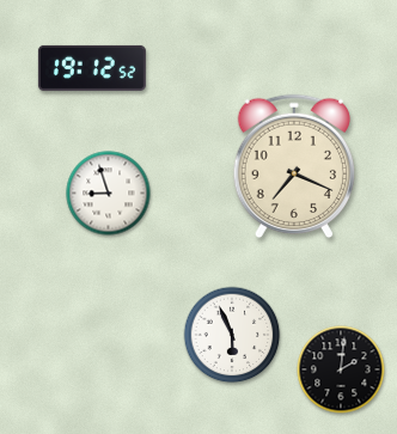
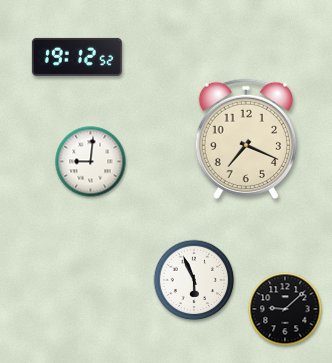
clock at (109, 194): 8:57 -> 9:01
clock at (341, 369): 2:01 -> 9:08
